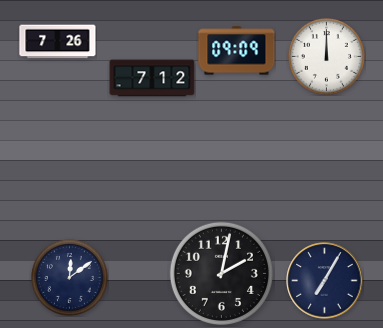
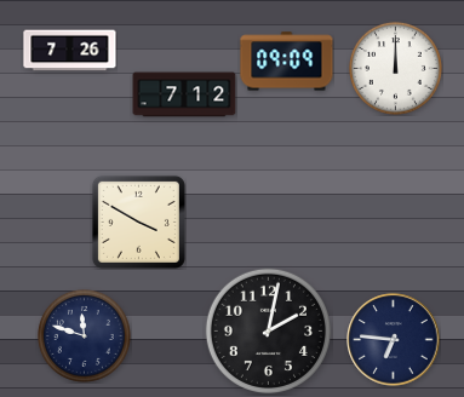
clock at (138, 221): none -> 3:50
clock at (69, 277): 12:09 -> 11:48
clock at (325, 281): 7:05 -> 6:46
